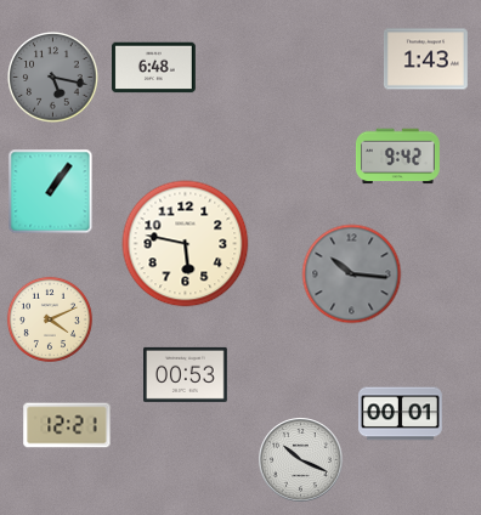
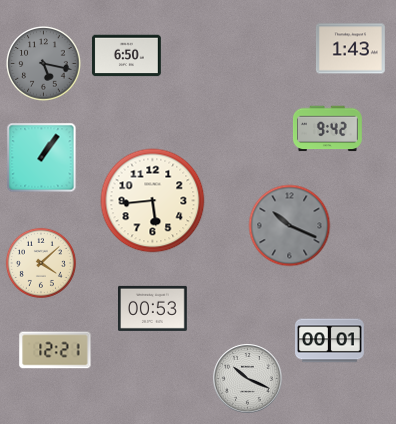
clock at (154, 68): 6:48 -> 6:50
clock at (186, 244): 5:47 -> 5:44
clock at (352, 275): 10:16 -> 10:19
clock at (50, 319): 4:11 -> 4:08
